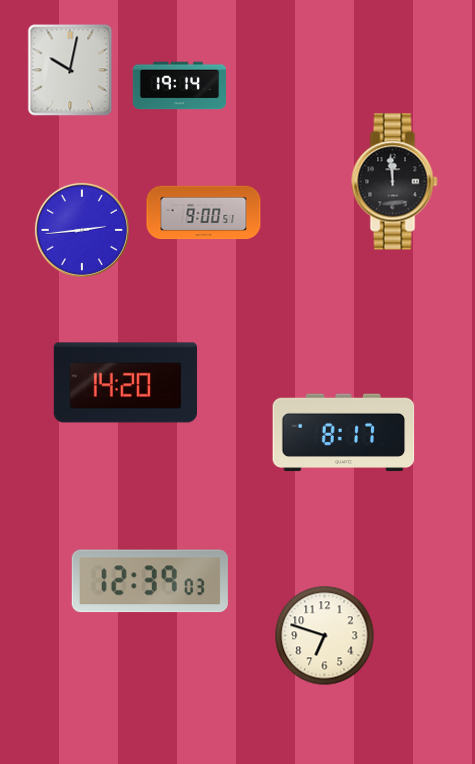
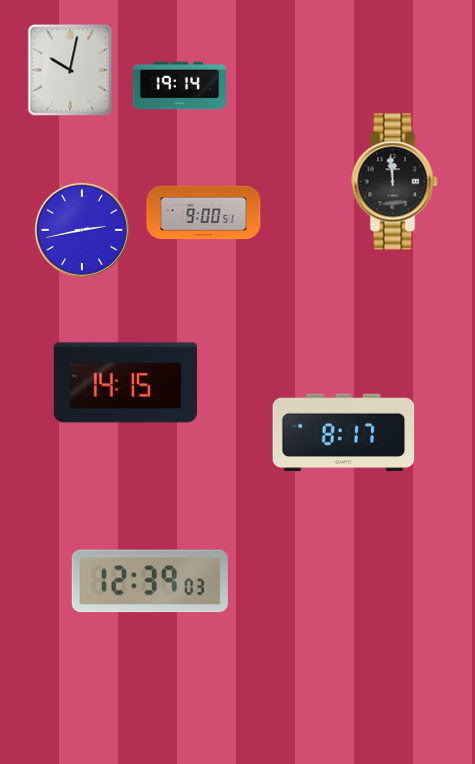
clock at (82, 230): 2:44 -> 2:43
clock at (125, 383): 14:20 -> 14:15
clock at (325, 636): 6:48 -> none
